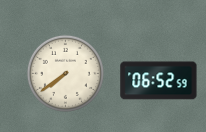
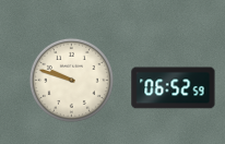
clock at (65, 73): 7:39 -> 9:48
